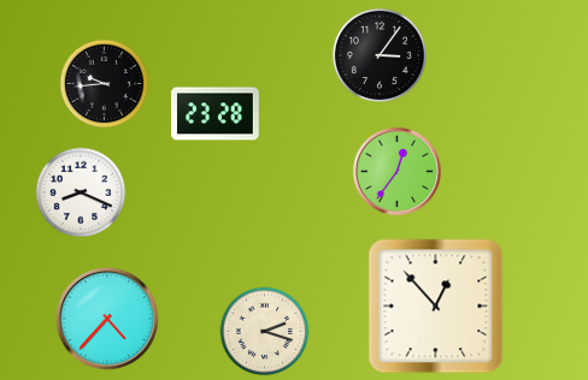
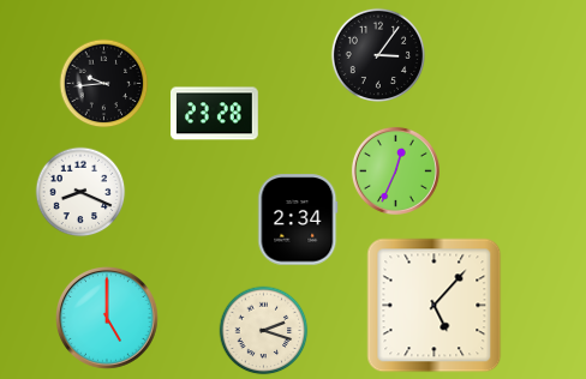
clock at (396, 171): 12:36 -> 12:34
clock at (298, 219): none -> 2:34
clock at (436, 307): 12:53 -> 5:07
clock at (108, 320): 4:37 -> 5:00
